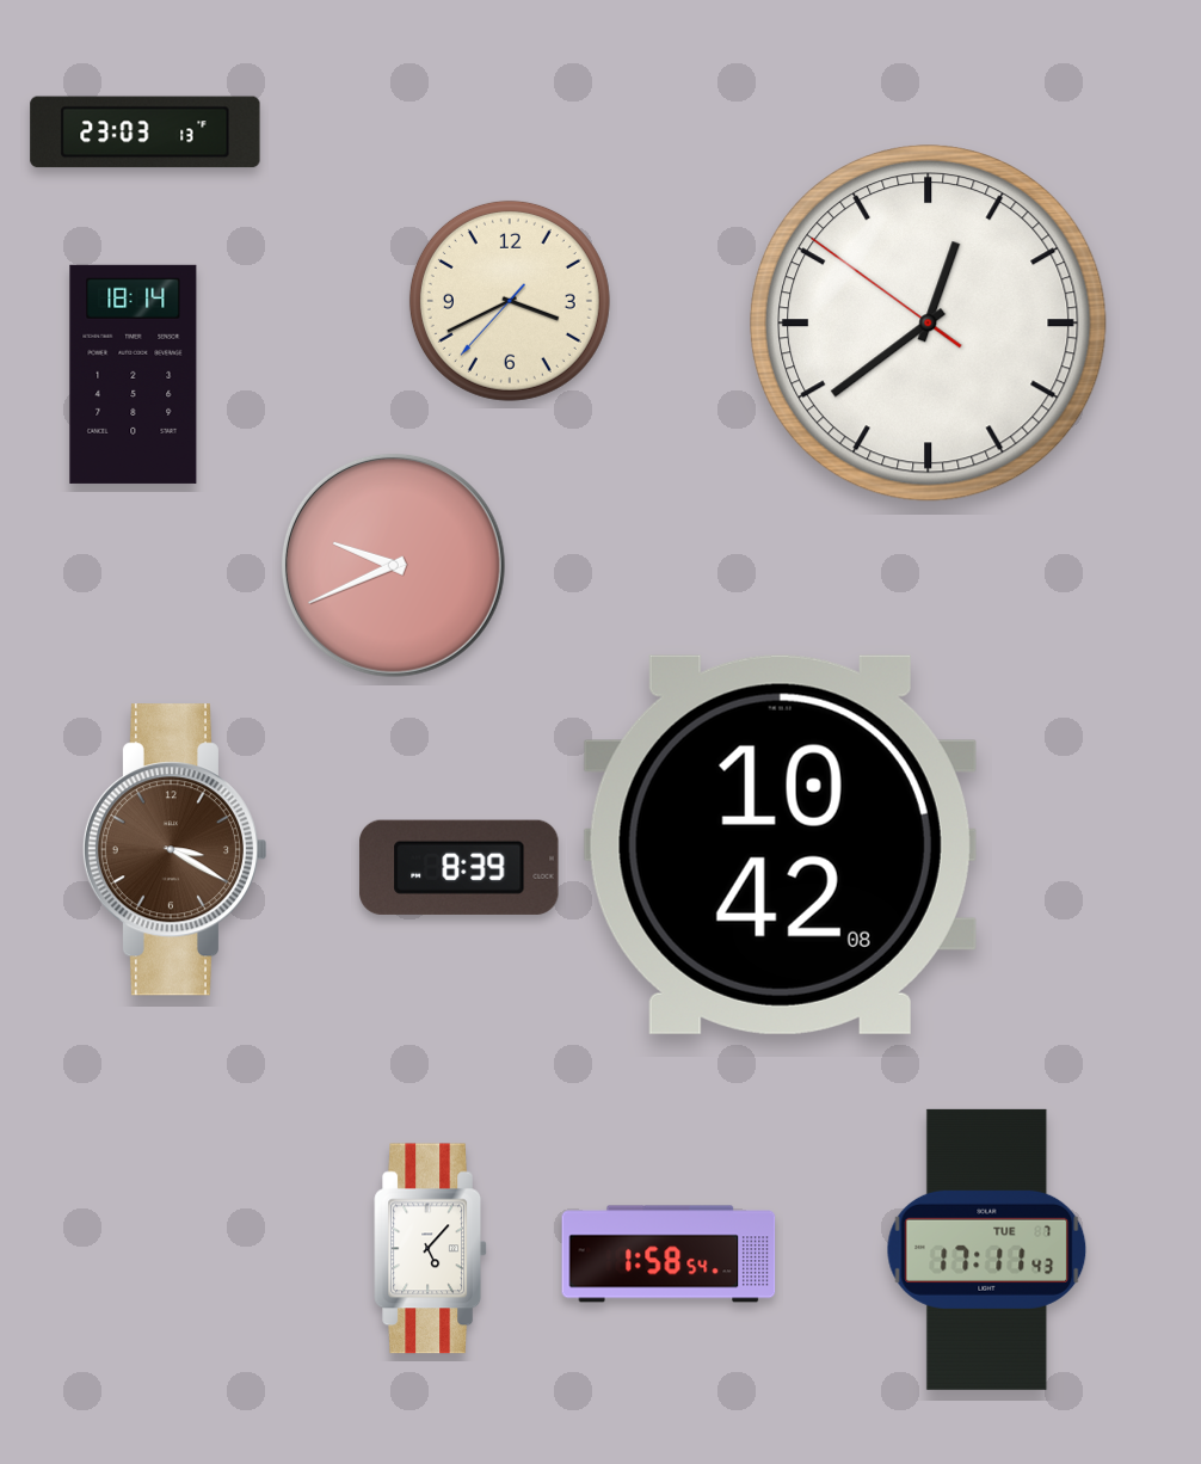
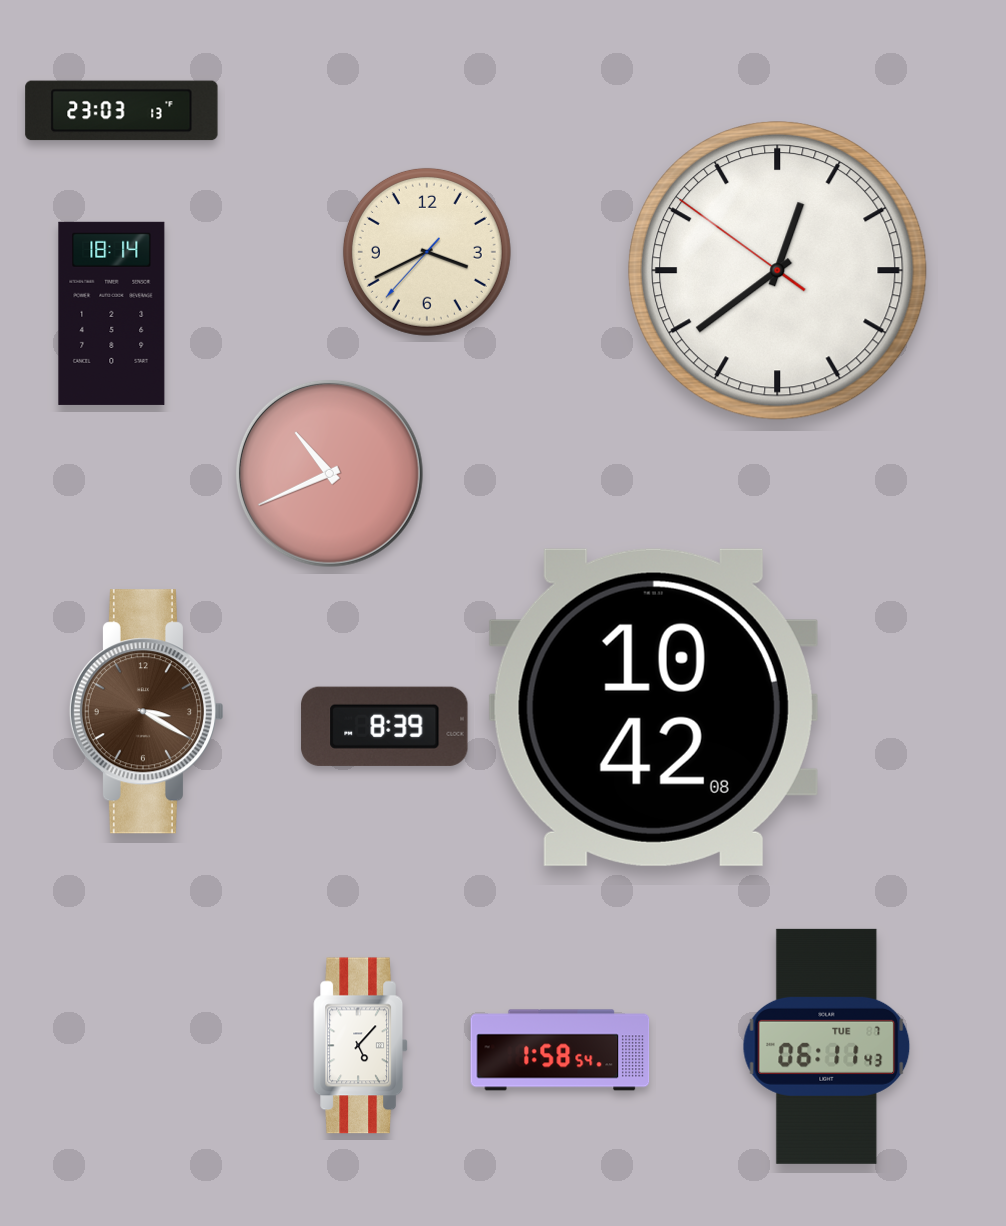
clock at (393, 565): 9:41 -> 10:41
clock at (987, 1249): 17:11 -> 06:11
